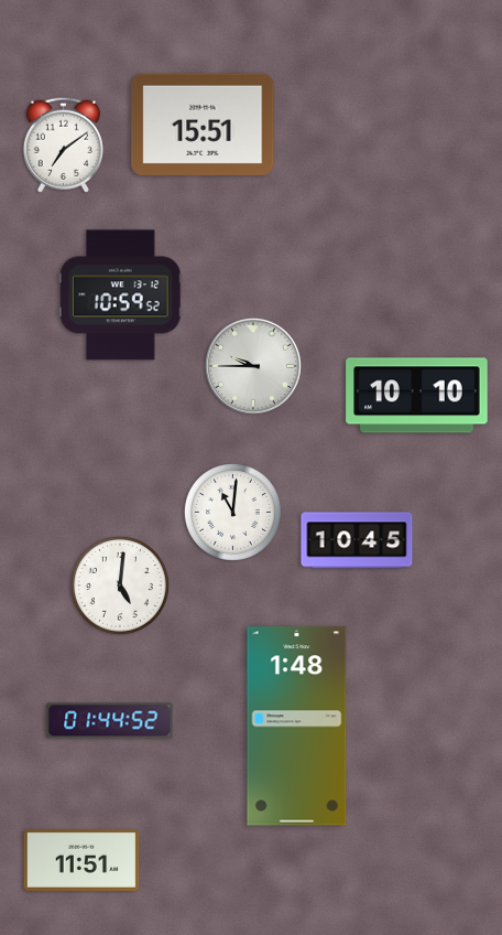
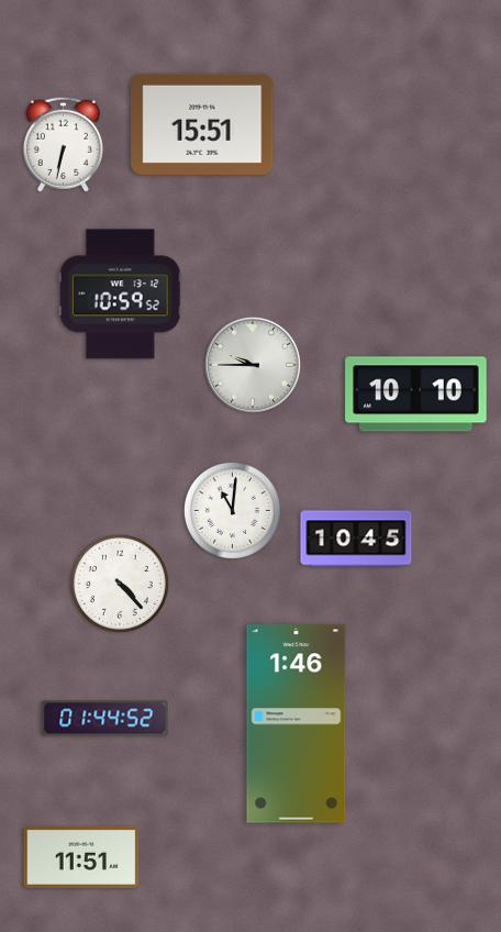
clock at (63, 144): 7:09 -> 6:32
clock at (120, 585): 5:01 -> 4:23
clock at (110, 721) position: (110, 721) -> (105, 719)
clock at (297, 727): 1:48 -> 1:46
